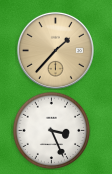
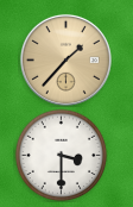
clock at (51, 130): 3:26 -> 3:30
